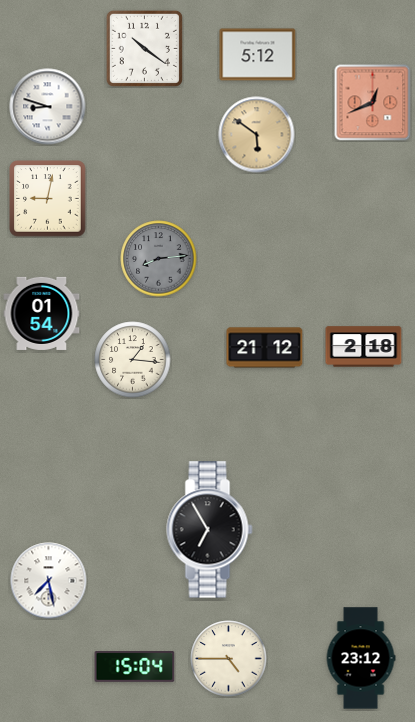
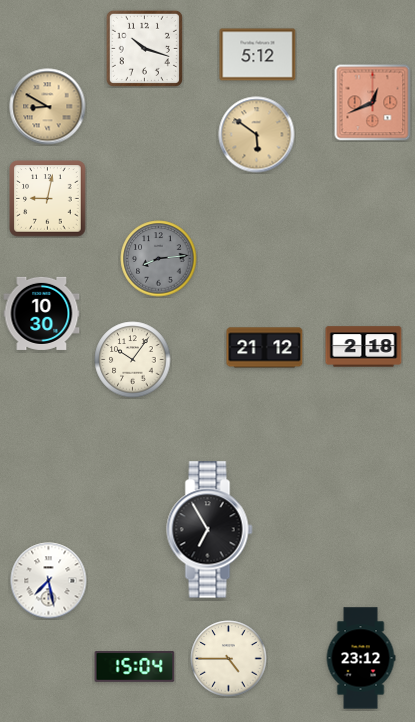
clock at (144, 48): 10:21 -> 10:18
clock at (48, 107): 8:48 -> 8:50
clock at (48, 107) dial: white -> champagne
clock at (42, 313): 01:54 -> 10:30
clock at (133, 360): 1:16 -> 10:06
